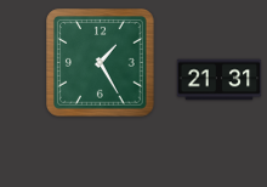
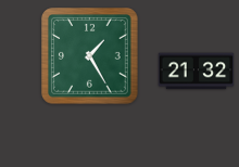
clock at (220, 80): 21:31 -> 21:32
